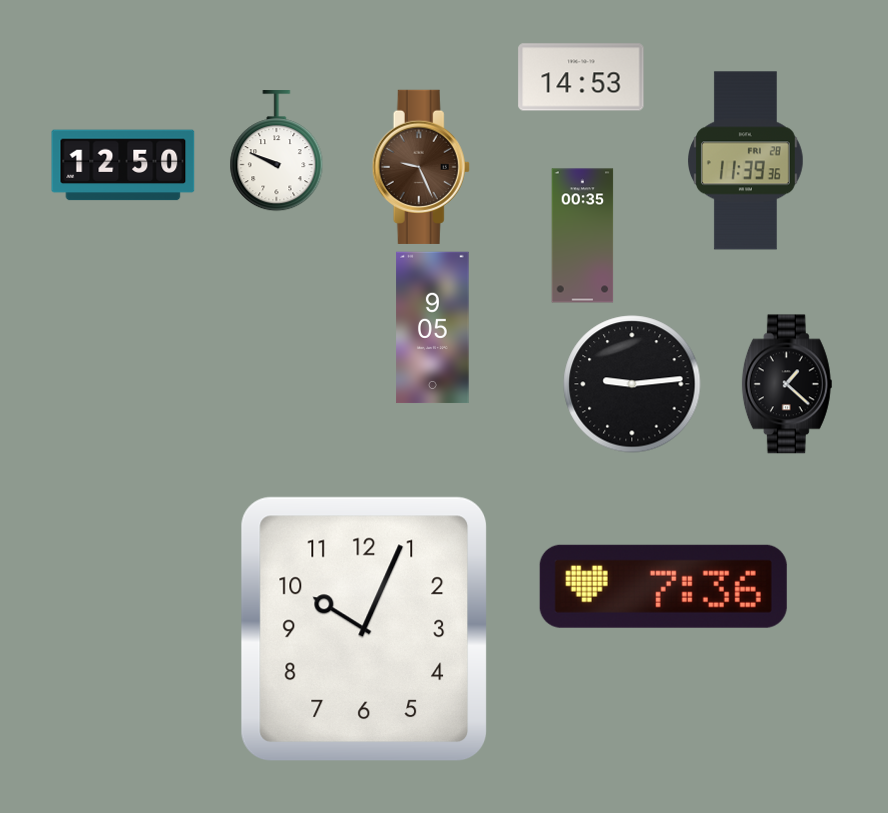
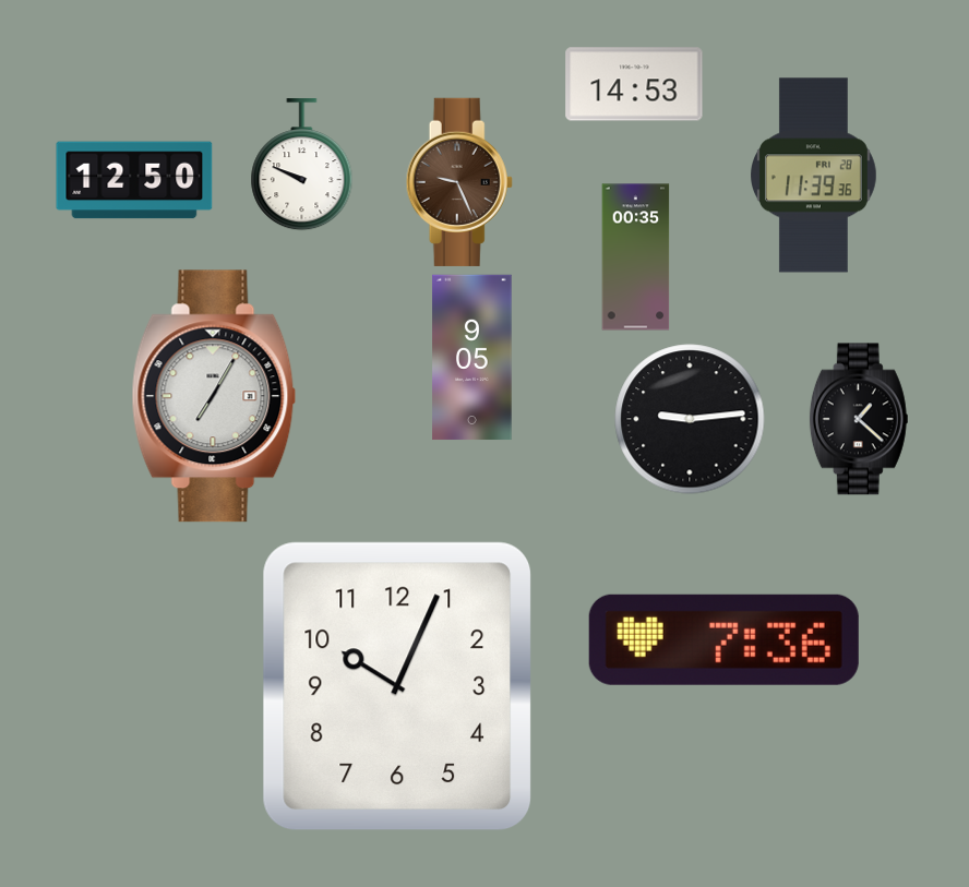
clock at (214, 396): none -> 7:05
